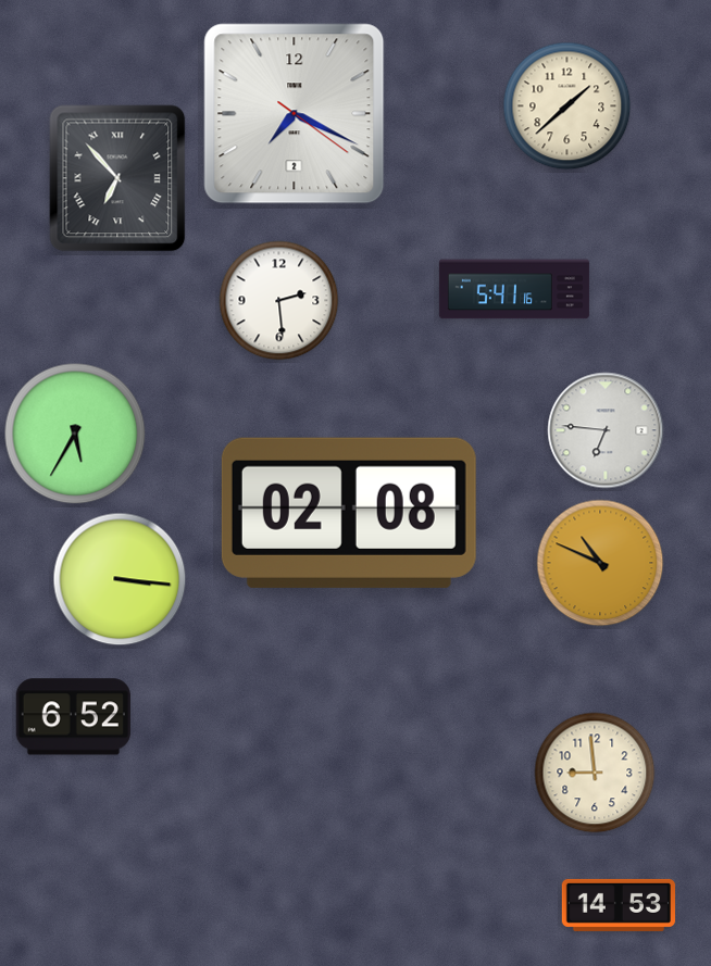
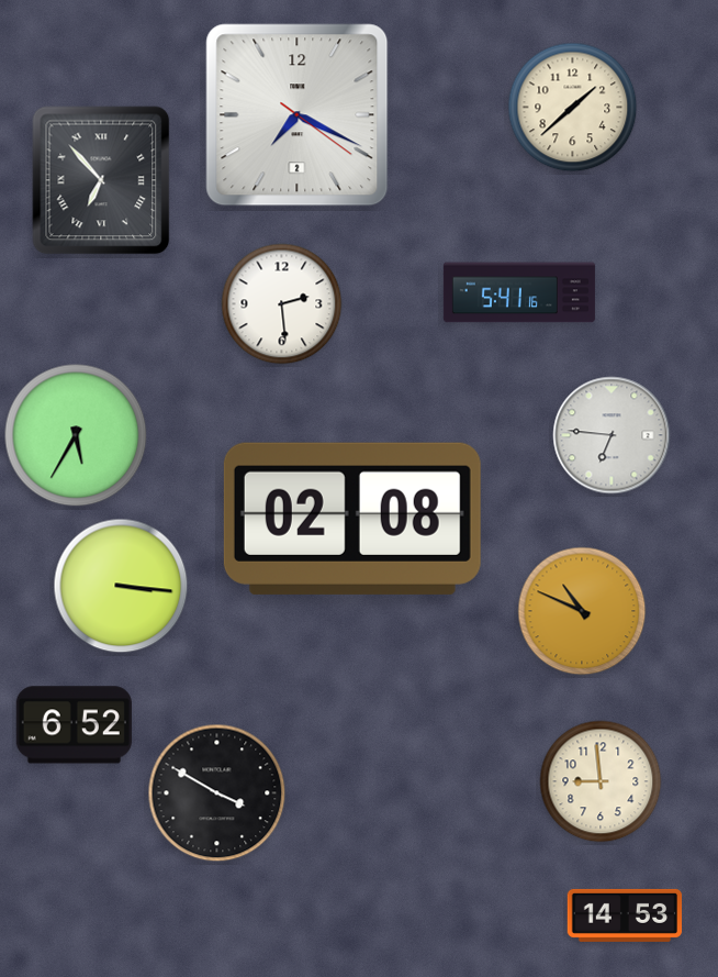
clock at (117, 178) position: (117, 178) -> (101, 180)
clock at (75, 434) position: (75, 434) -> (76, 435)
clock at (600, 563) position: (600, 563) -> (582, 611)
clock at (217, 793): none -> 3:50
